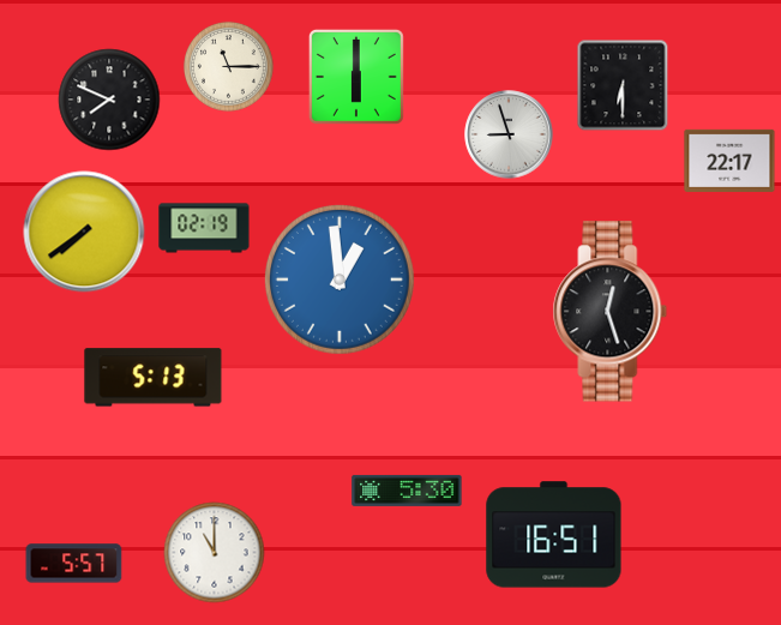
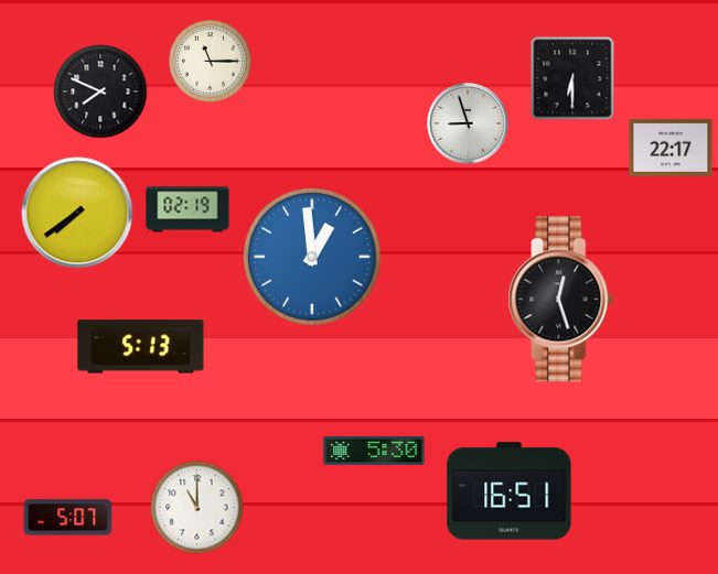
clock at (356, 77): 6:00 -> none
clock at (611, 312) position: (611, 312) -> (561, 300)
clock at (74, 564): 5:57 -> 5:07
